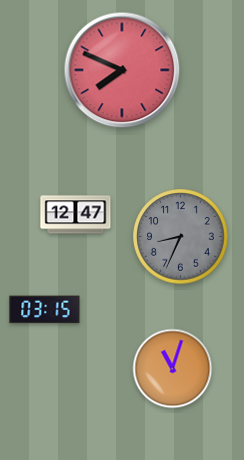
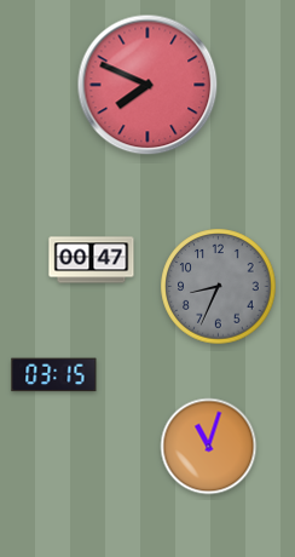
clock at (76, 215): 12:47 -> 00:47
